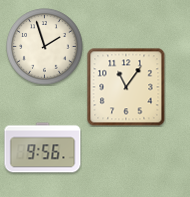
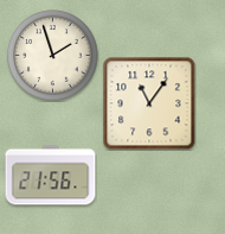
clock at (43, 148): 9:56 -> 21:56
